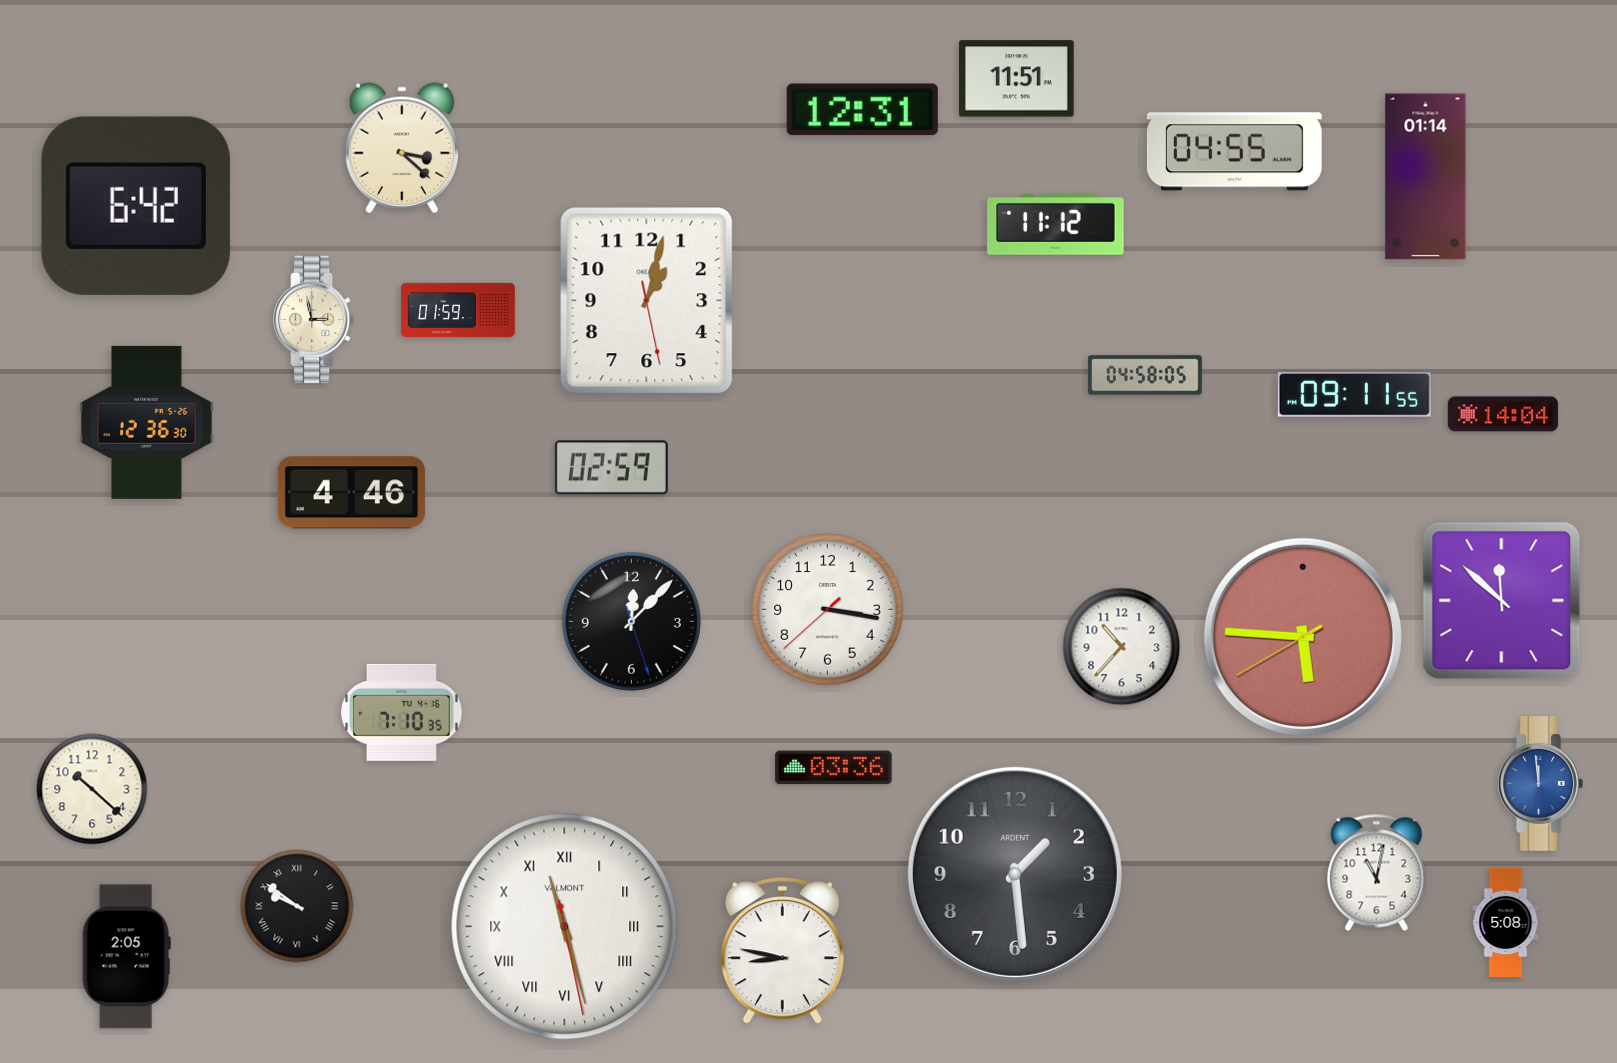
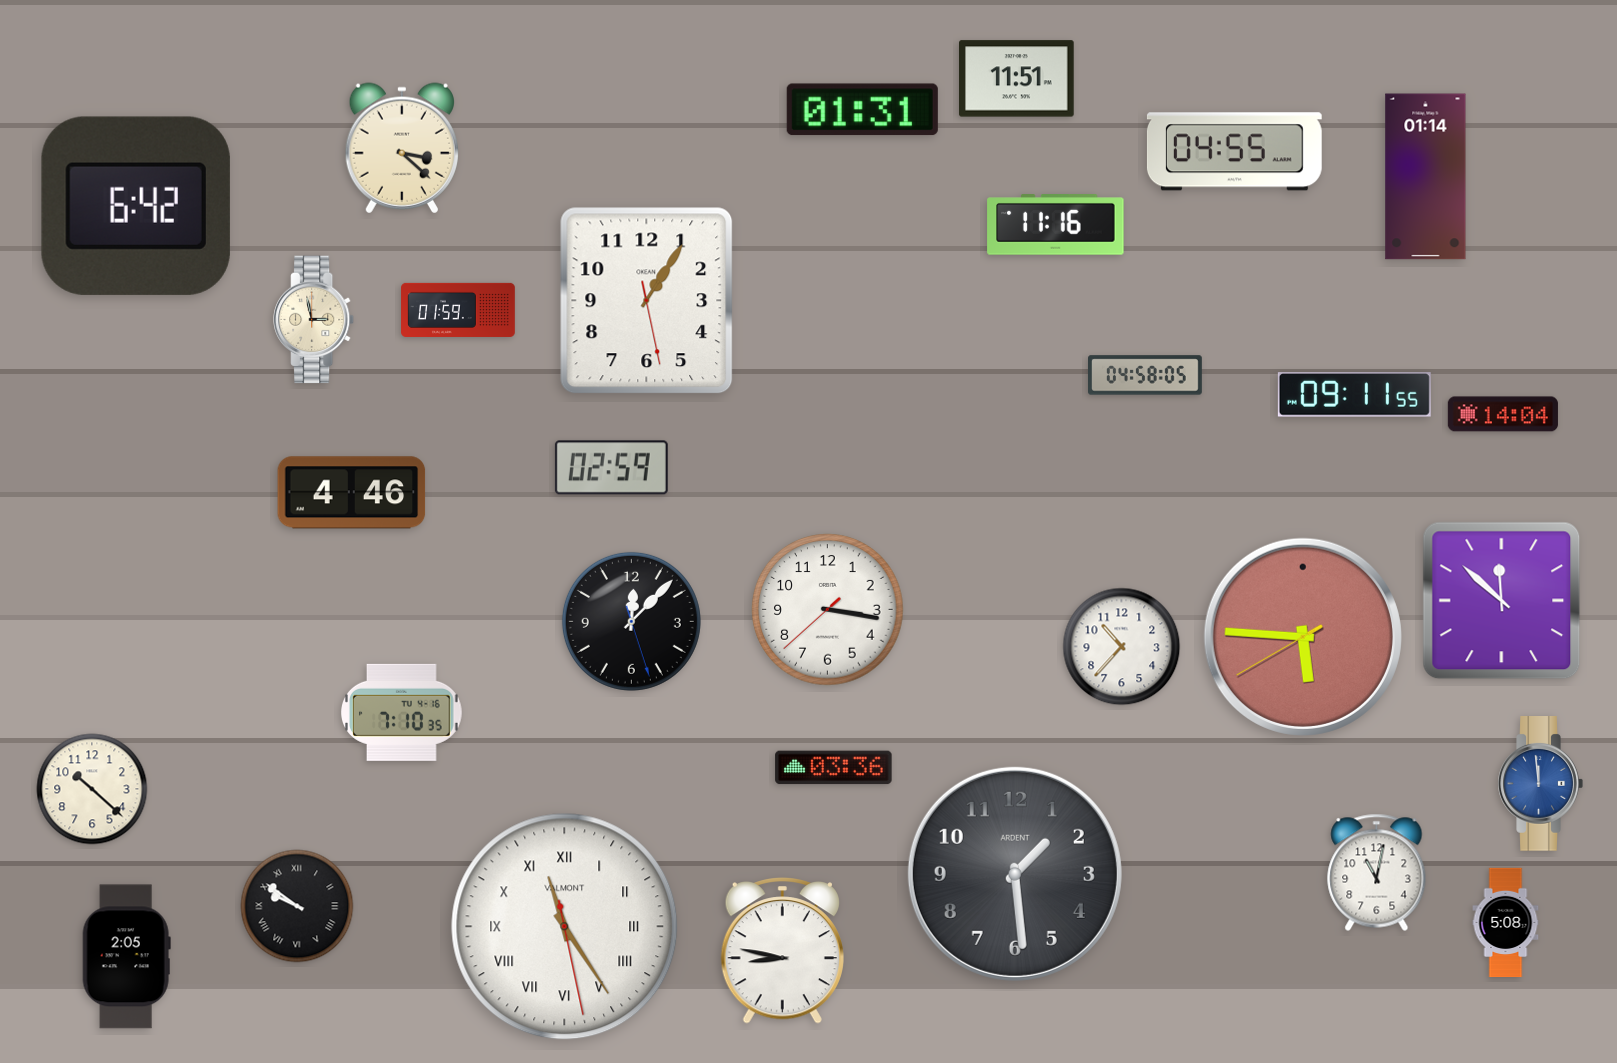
clock at (862, 110): 12:31 -> 01:31
clock at (1056, 225): 11:12 -> 11:16
clock at (647, 301): 1:02 -> 1:05
clock at (147, 422): 12:36 -> none
clock at (565, 927): 11:27 -> 11:24
